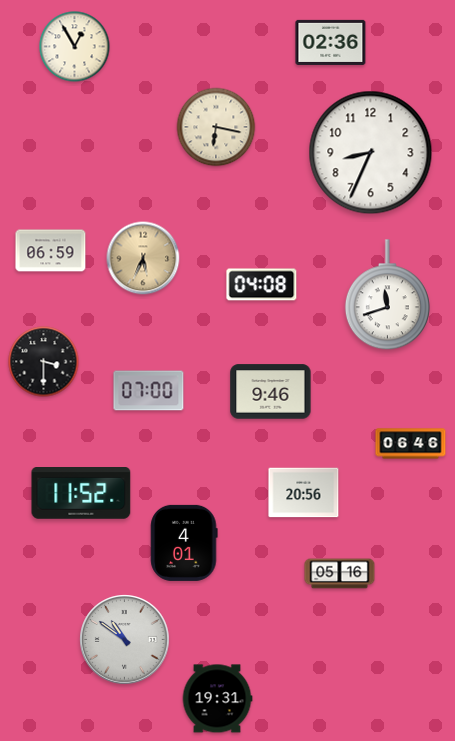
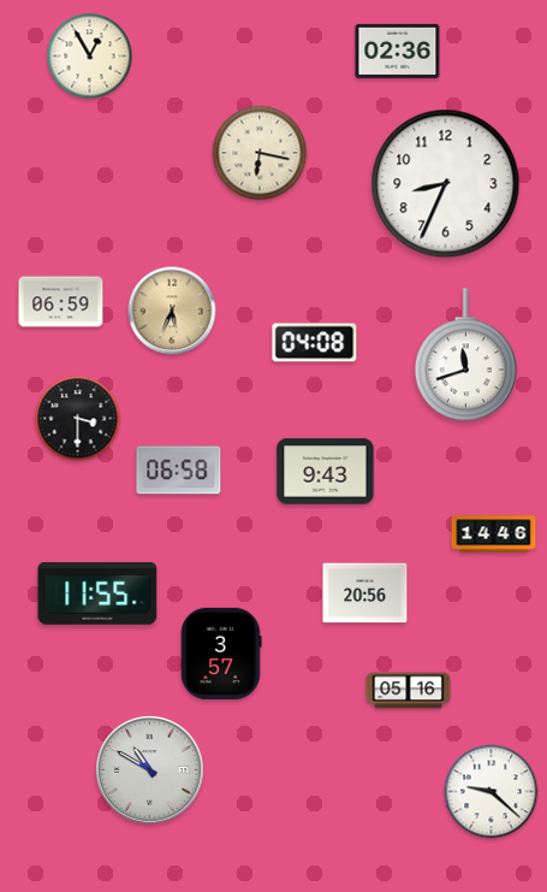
clock at (44, 362) position: (44, 362) -> (78, 419)
clock at (149, 391): 07:00 -> 06:58
clock at (271, 392): 9:46 -> 9:43
clock at (411, 444): 06:46 -> 14:46
clock at (81, 494): 11:52 -> 11:55
clock at (184, 543): 4:01 -> 3:57
clock at (125, 640): 10:51 -> 10:50
clock at (492, 792): none -> 9:22
clock at (217, 699): 19:31 -> none
